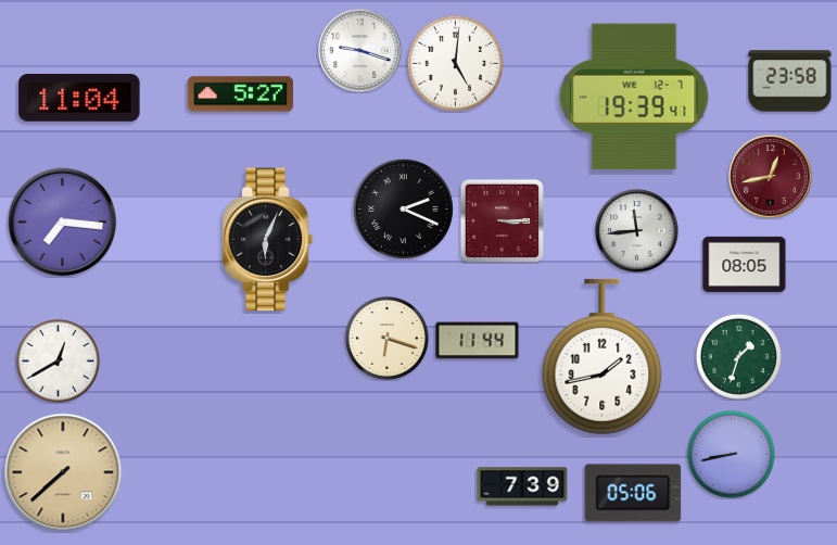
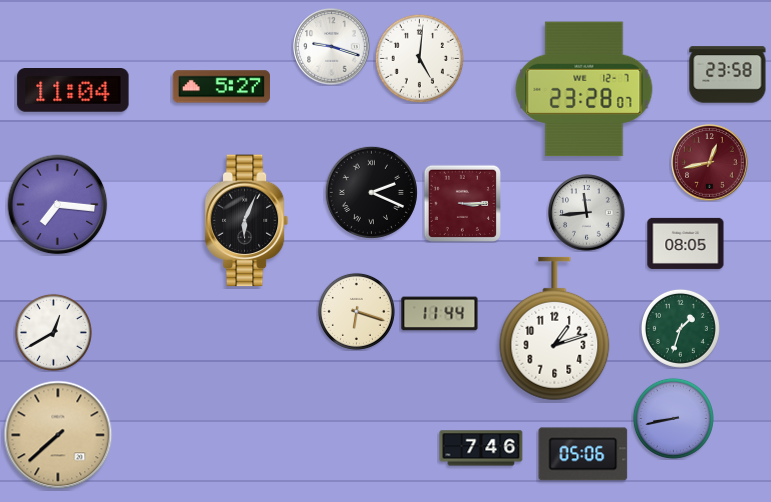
clock at (634, 97): 19:39 -> 23:28
clock at (603, 357): 1:43 -> 1:12
clock at (522, 486): 7:39 -> 7:46
